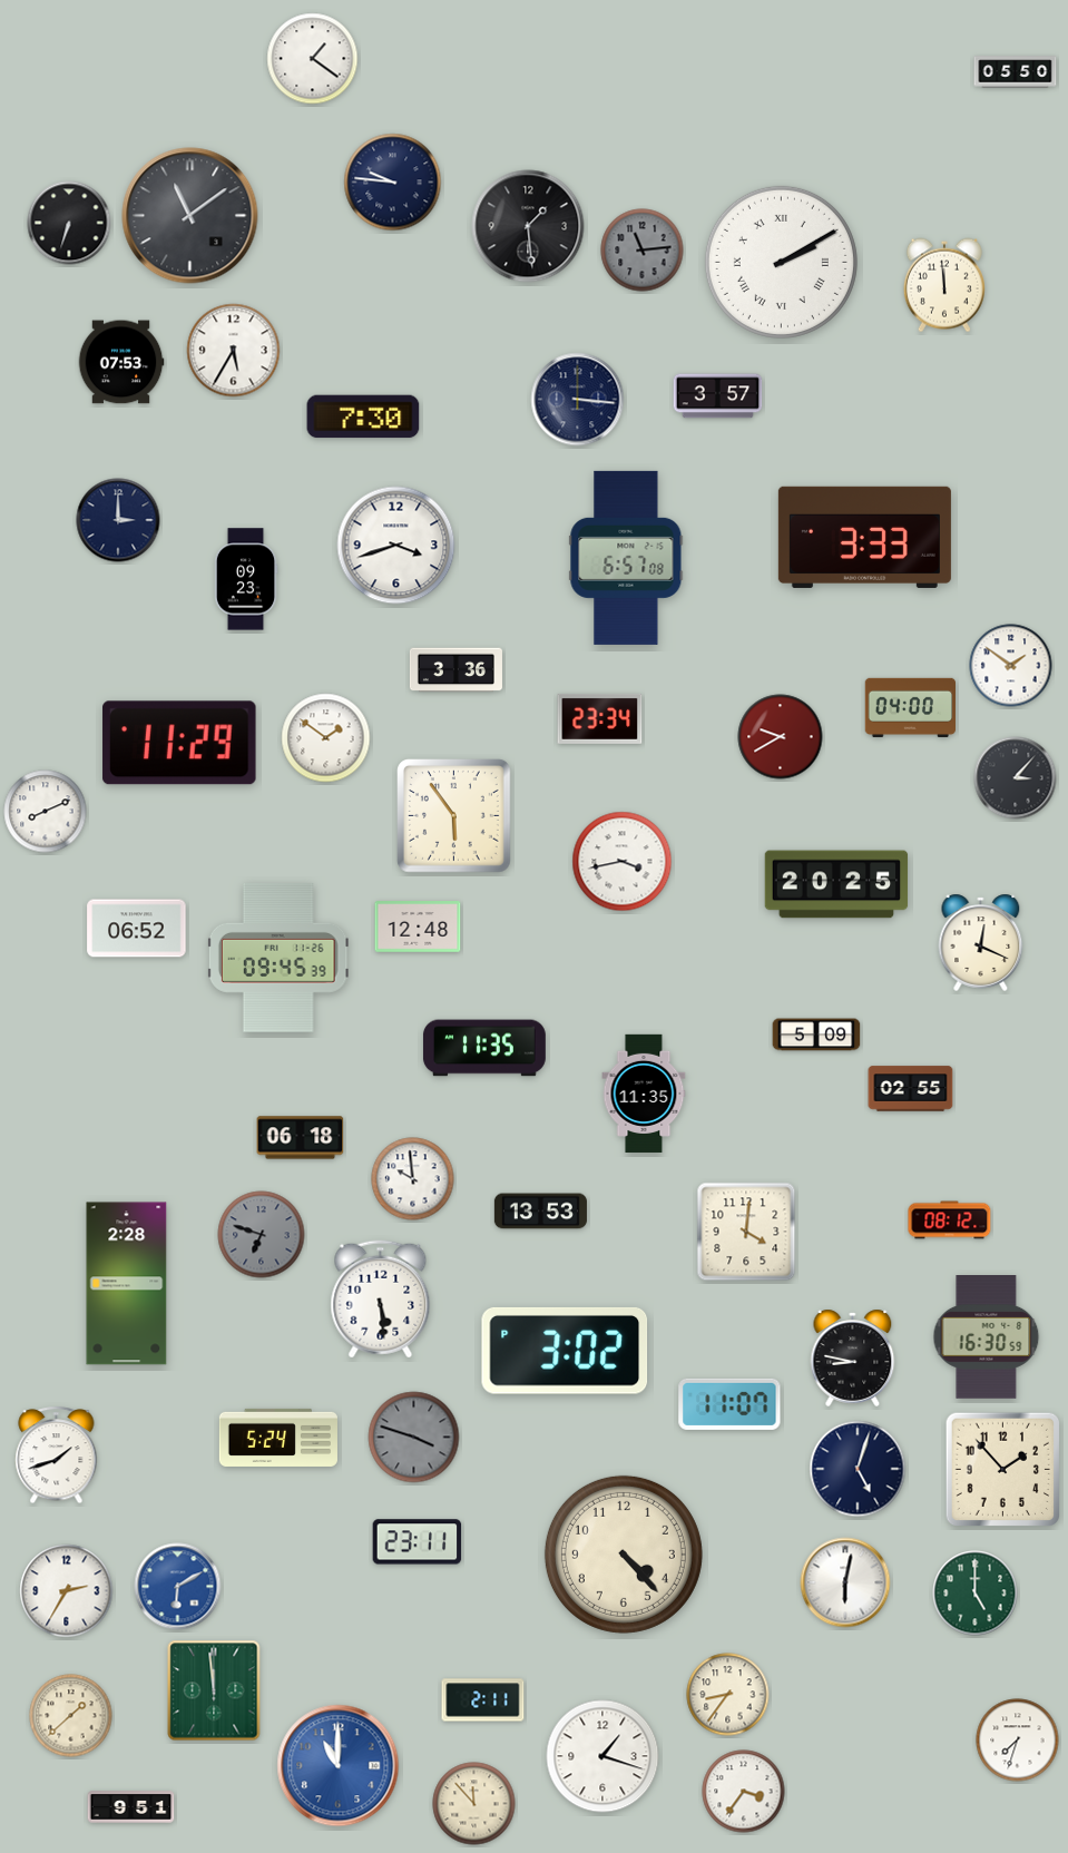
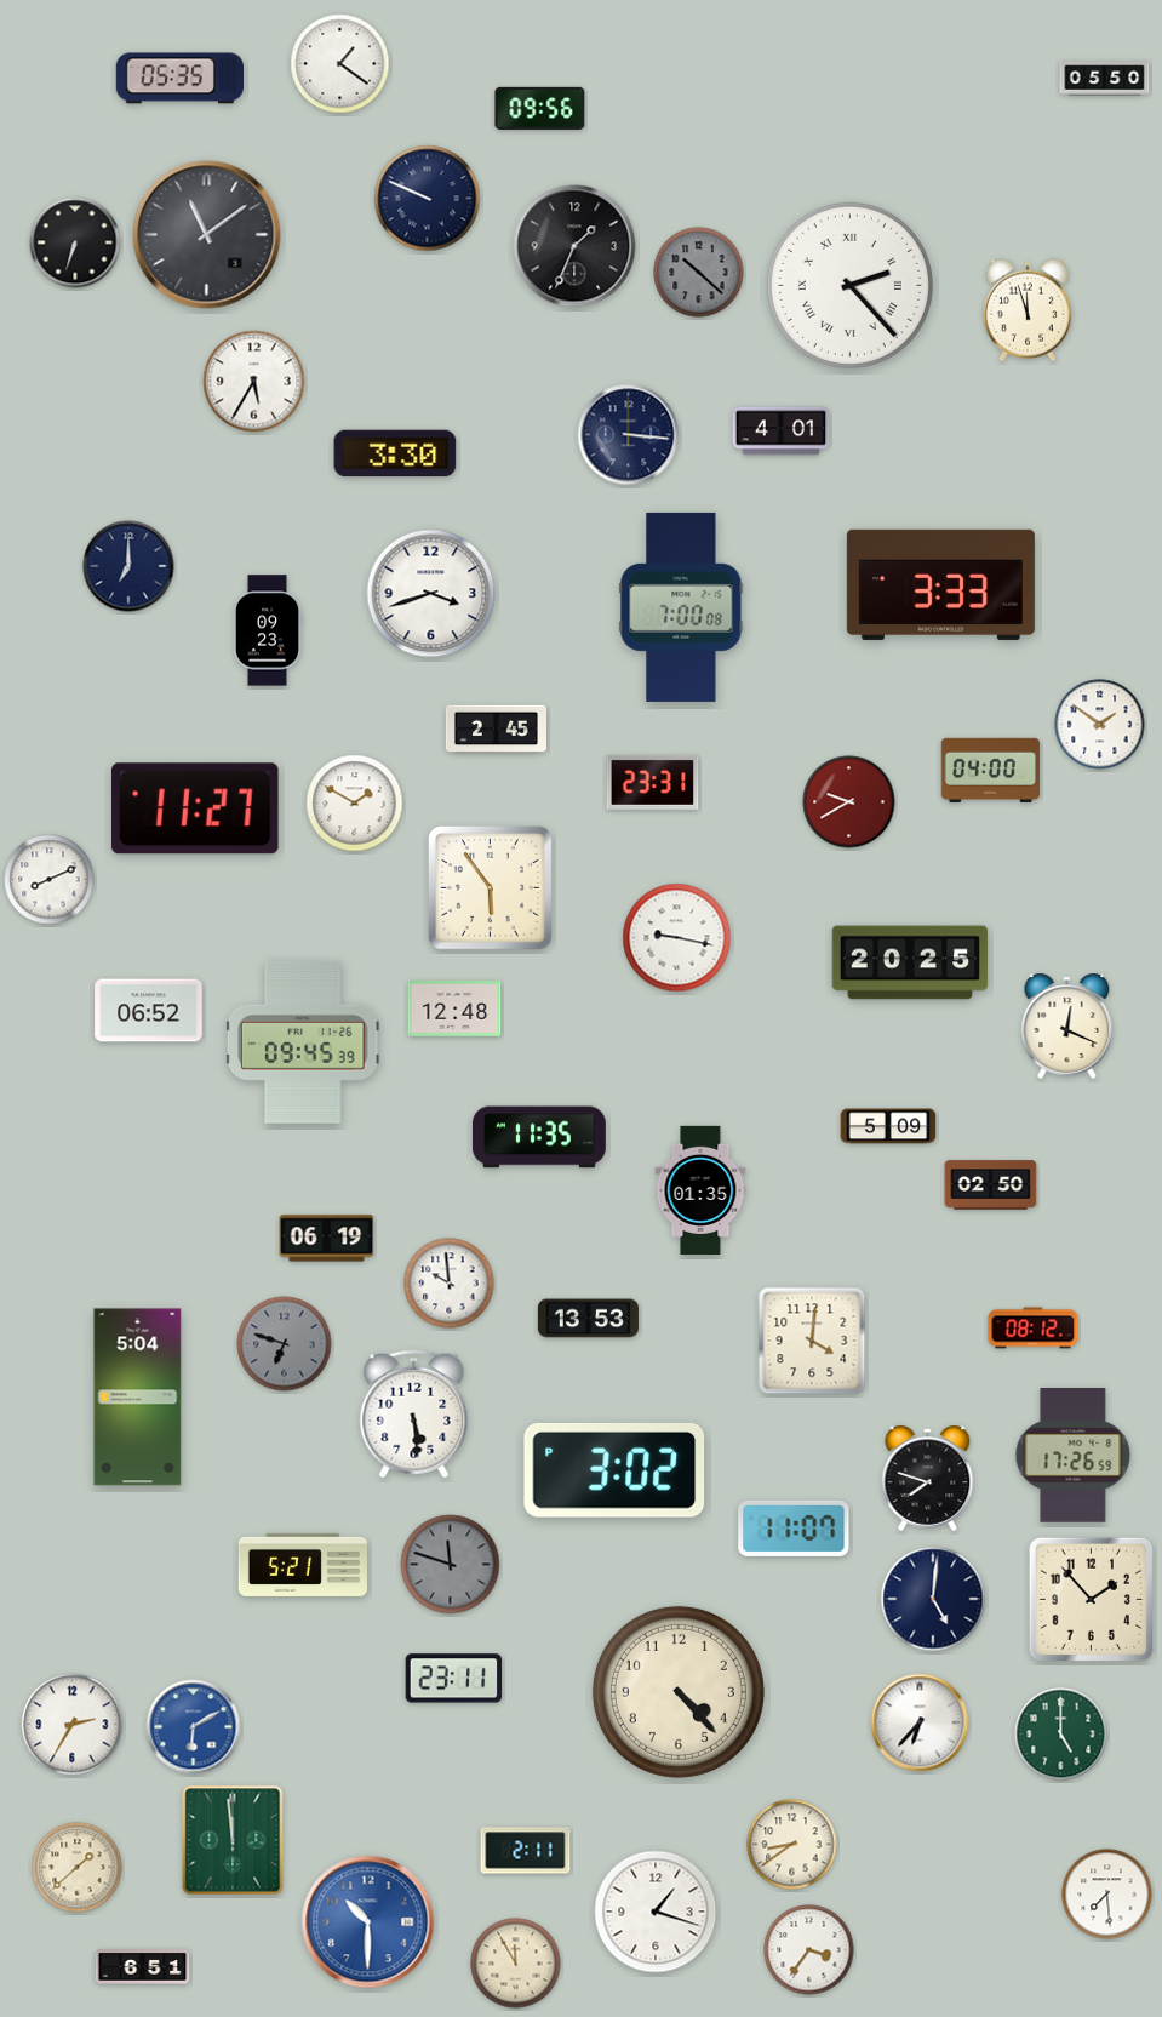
clock at (179, 79): none -> 05:35
clock at (540, 108): none -> 09:56
clock at (393, 183): 9:46 -> 9:49
clock at (528, 226): 1:29 -> 1:34
clock at (643, 251): 11:14 -> 10:22
clock at (781, 262): 2:10 -> 2:23
clock at (944, 285): 11:59 -> 11:57
clock at (121, 362): 07:53 -> none
clock at (718, 396): 3:57 -> 4:01
clock at (363, 416): 7:30 -> 3:30
clock at (118, 520): 3:00 -> 7:00
clock at (626, 558): 6:57 -> 7:00
clock at (455, 670): 3:36 -> 2:45
clock at (600, 718): 23:34 -> 23:31
clock at (326, 738): 1:51 -> 1:50
clock at (179, 743): 11:29 -> 11:27
clock at (1016, 778): 3:07 -> none
clock at (46, 812) position: (46, 812) -> (50, 880)
clock at (454, 816) position: (454, 816) -> (491, 888)
clock at (623, 862): 3:43 -> 9:17
clock at (484, 1048) position: (484, 1048) -> (539, 1137)
clock at (911, 1089): 02:55 -> 02:50
clock at (644, 1094): 11:35 -> 01:35
clock at (301, 1138): 06:18 -> 06:19
clock at (127, 1284): 2:28 -> 5:04
clock at (987, 1337): 16:30 -> 17:26
clock at (853, 1357): 8:47 -> 7:48
clock at (278, 1438): 5:24 -> 5:21
clock at (414, 1438): 3:48 -> 11:48
clock at (57, 1455): 1:42 -> none
clock at (858, 1469): 5:03 -> 5:01
clock at (845, 1582): 6:02 -> 6:37
clock at (67, 1591) position: (67, 1591) -> (73, 1725)
clock at (728, 1695): 8:36 -> 8:39
clock at (1018, 1741): 7:33 -> 7:29
clock at (339, 1766): 11:00 -> 10:30
clock at (474, 1804): 11:53 -> 11:55
clock at (131, 1807): 9:51 -> 6:51
